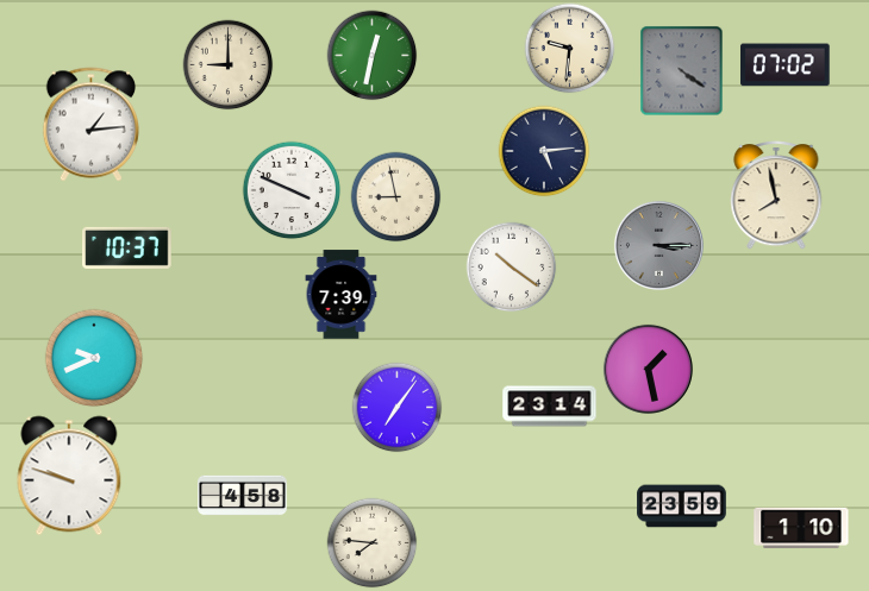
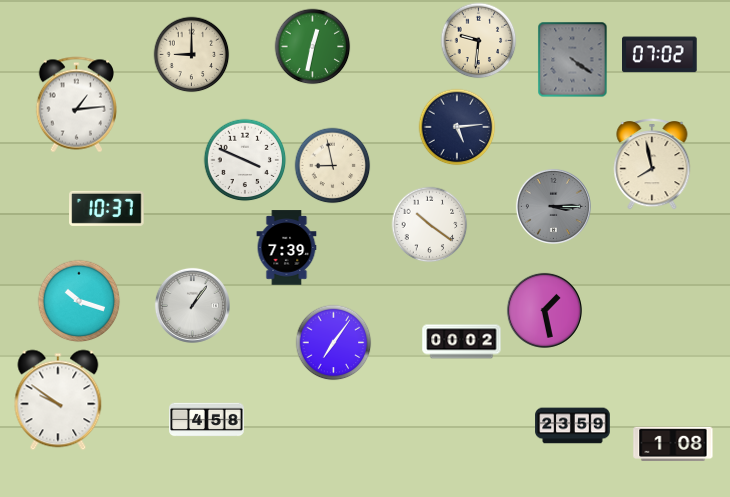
clock at (94, 358): 9:41 -> 10:18
clock at (192, 305): none -> 1:06
clock at (550, 407): 23:14 -> 00:02
clock at (69, 476): 9:48 -> 9:51
clock at (243, 496) position: (243, 496) -> (207, 420)
clock at (801, 528): 1:10 -> 1:08
clock at (373, 543): 7:46 -> none
